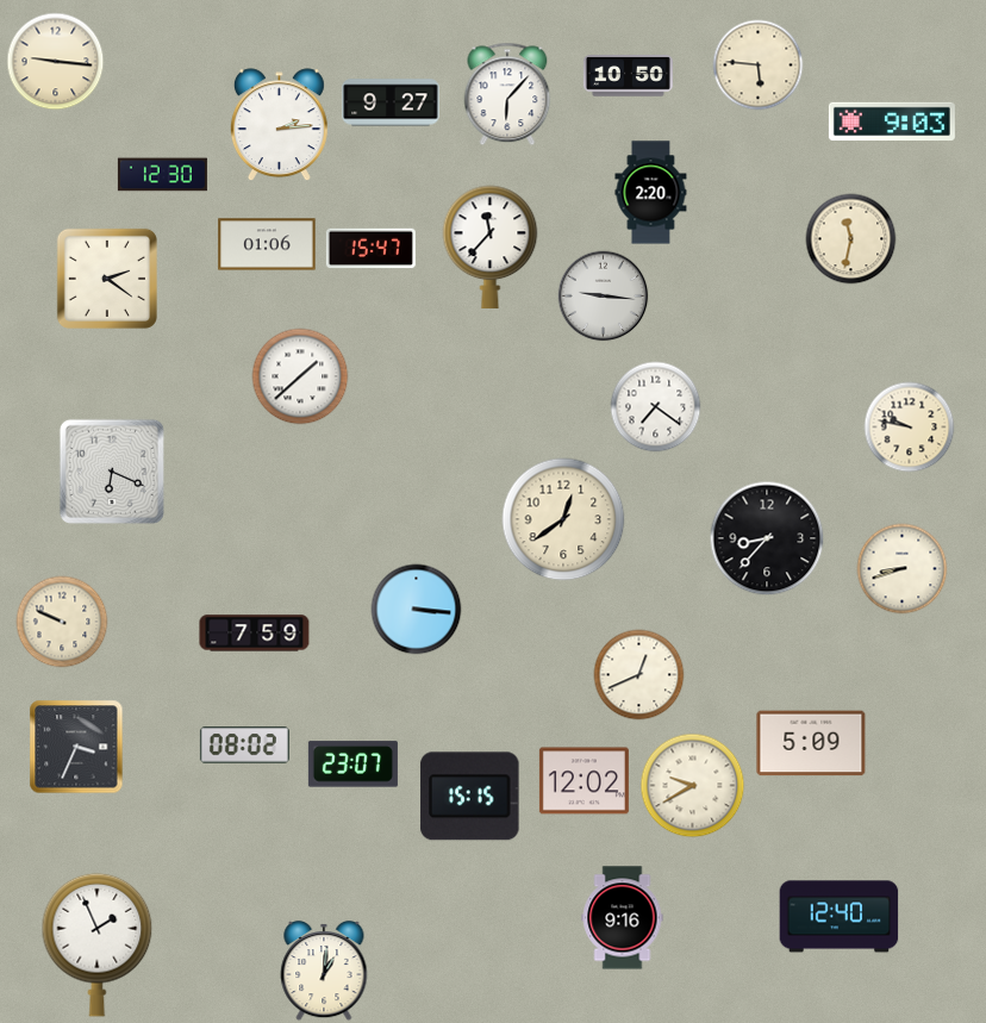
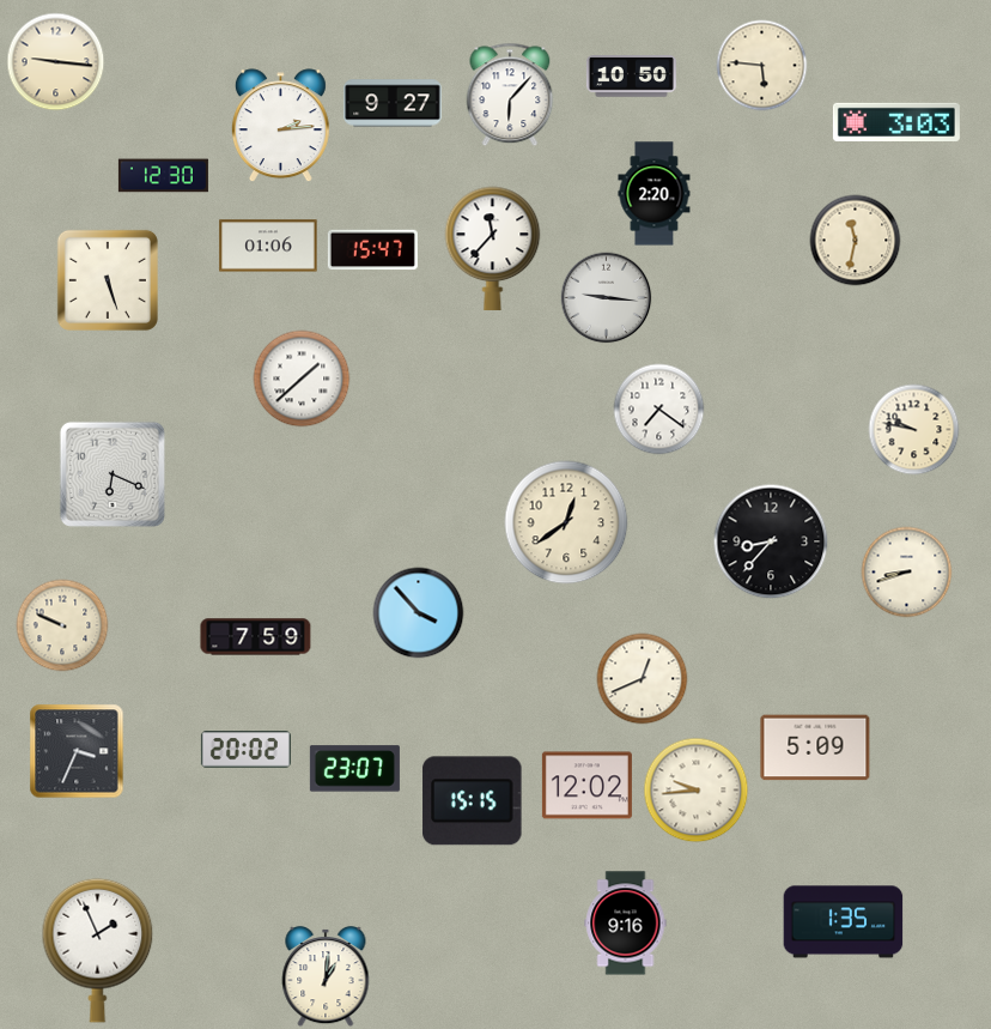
clock at (892, 121): 9:03 -> 3:03
clock at (107, 279): 2:21 -> 5:27
clock at (417, 610): 3:16 -> 3:53
clock at (244, 746): 08:02 -> 20:02
clock at (693, 786): 9:40 -> 9:44
clock at (840, 917): 12:40 -> 1:35
